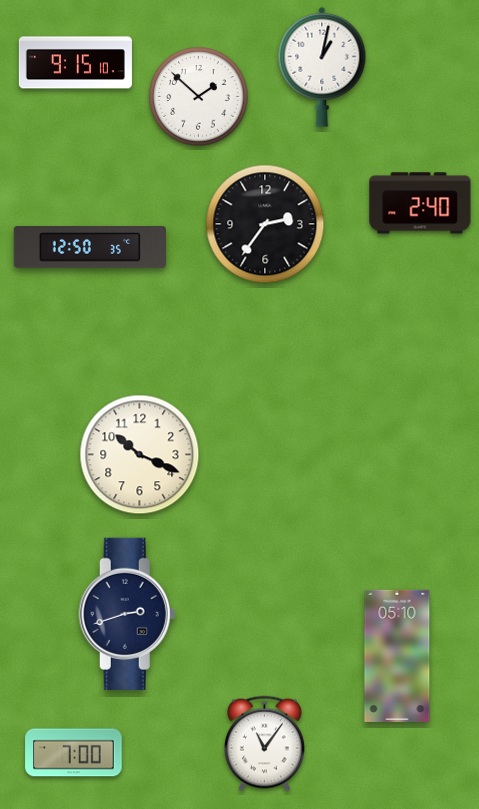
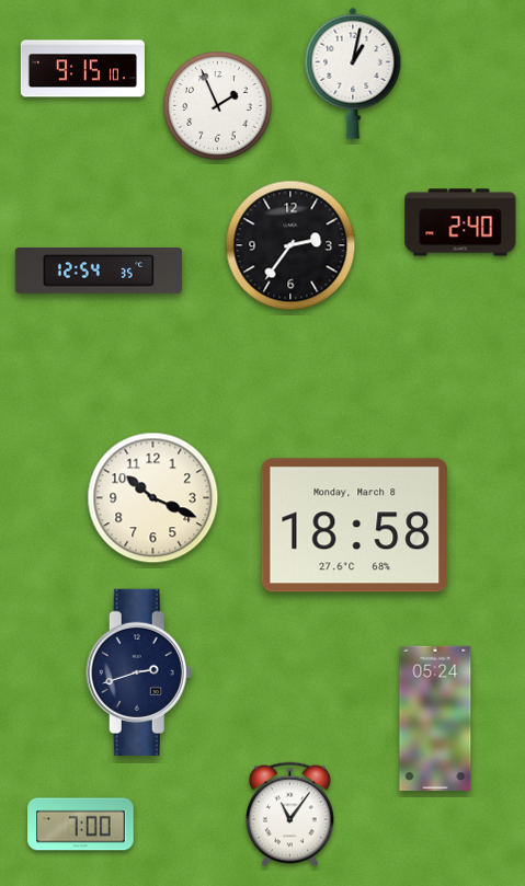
clock at (199, 97): 1:52 -> 1:56
clock at (89, 248): 12:50 -> 12:54
clock at (355, 526): none -> 18:58
clock at (397, 655): 05:10 -> 05:24
